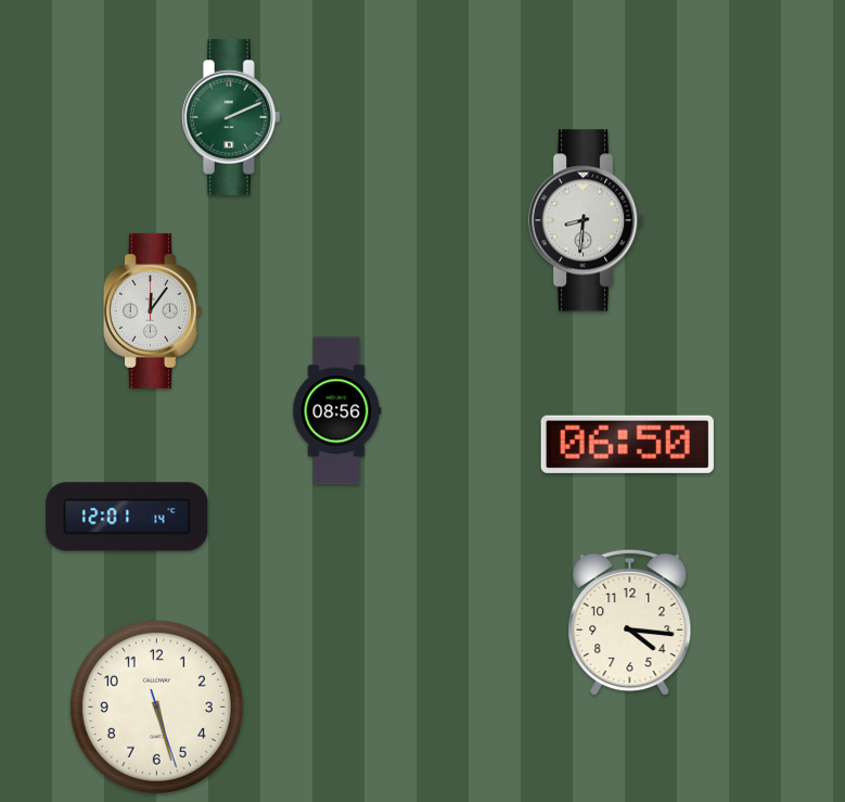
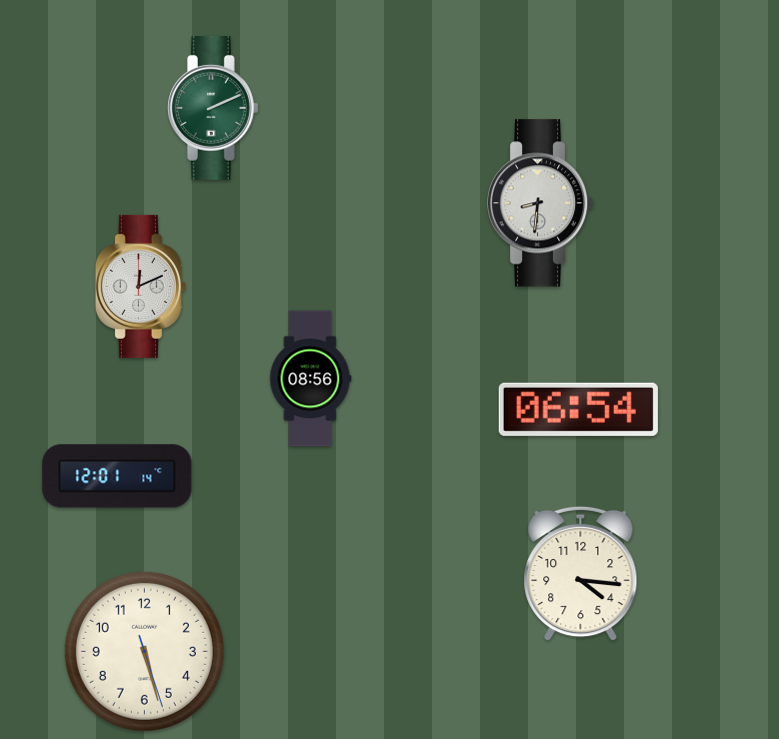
clock at (152, 310): 12:06 -> 12:11
clock at (627, 444): 06:50 -> 06:54
